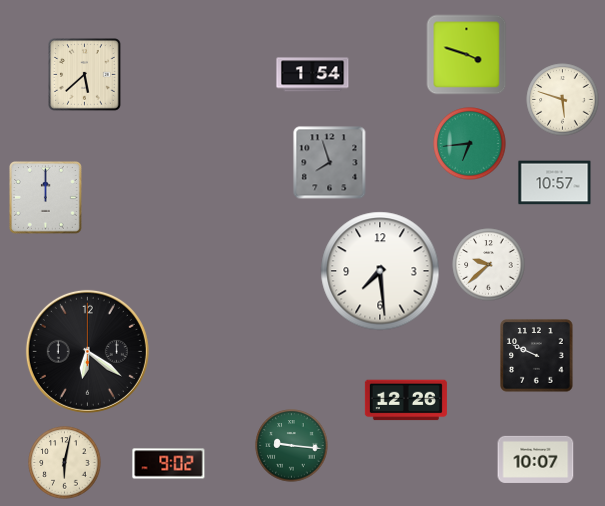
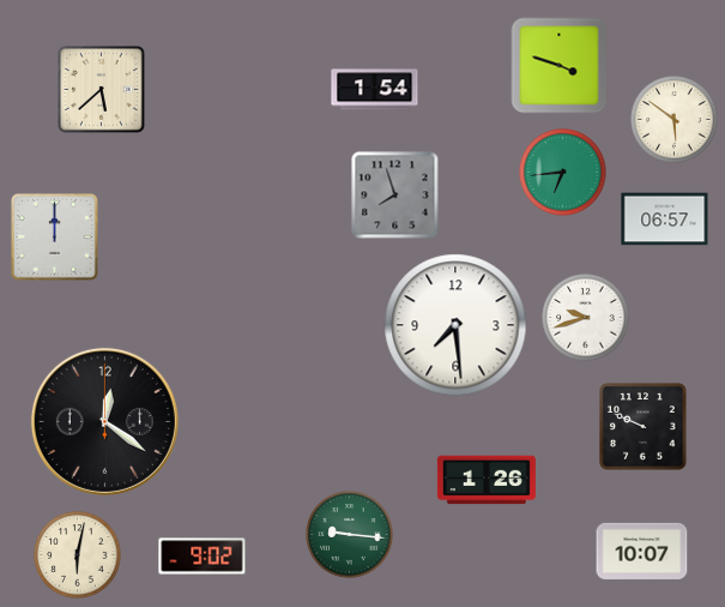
clock at (563, 100): 5:48 -> 5:51
clock at (555, 183): 10:57 -> 06:57
clock at (489, 265): 9:38 -> 9:42
clock at (87, 351): 6:21 -> 12:21
clock at (406, 400): 12:26 -> 1:26
